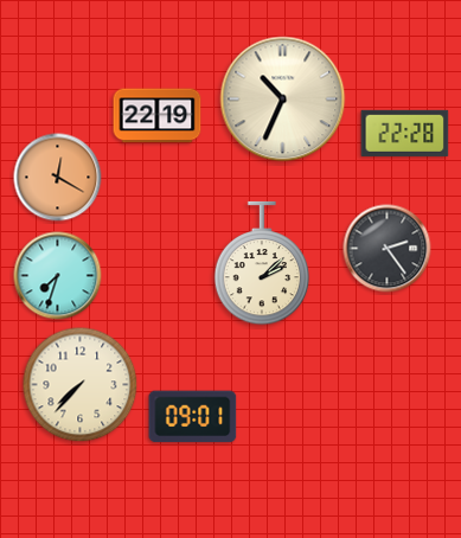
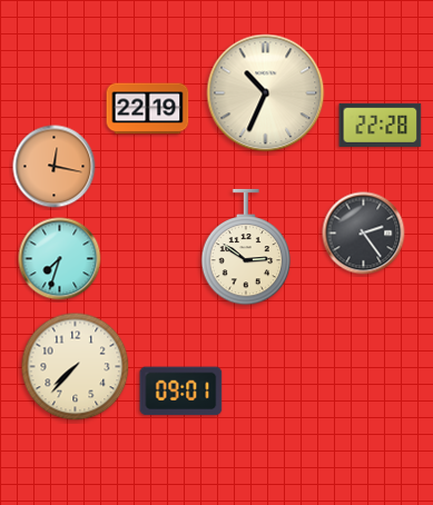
clock at (58, 178): 12:20 -> 12:17
clock at (262, 263): 2:08 -> 2:51
clock at (58, 276) position: (58, 276) -> (60, 259)
clock at (81, 385) position: (81, 385) -> (76, 367)
